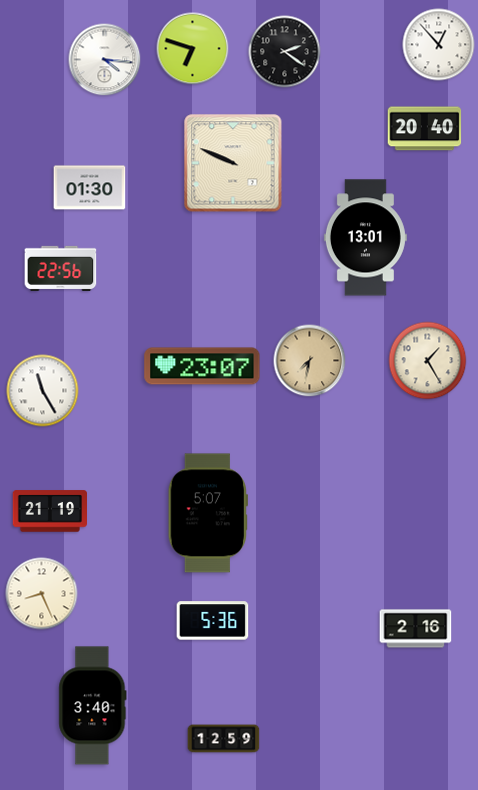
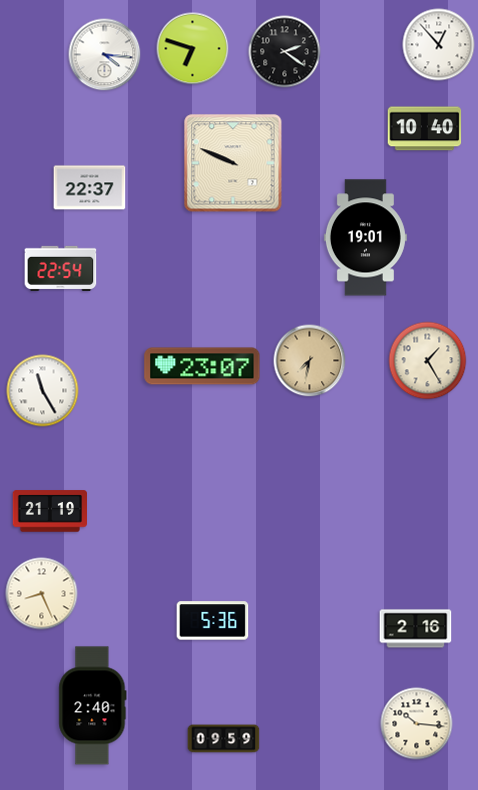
clock at (105, 60) position: (105, 60) -> (105, 55)
clock at (425, 129): 20:40 -> 10:40
clock at (90, 188): 01:30 -> 22:37
clock at (365, 238): 13:01 -> 19:01
clock at (61, 268): 22:56 -> 22:54
clock at (208, 513): 5:07 -> none
clock at (93, 706): 3:40 -> 2:40
clock at (417, 724): none -> 10:16
clock at (224, 739): 12:59 -> 09:59
